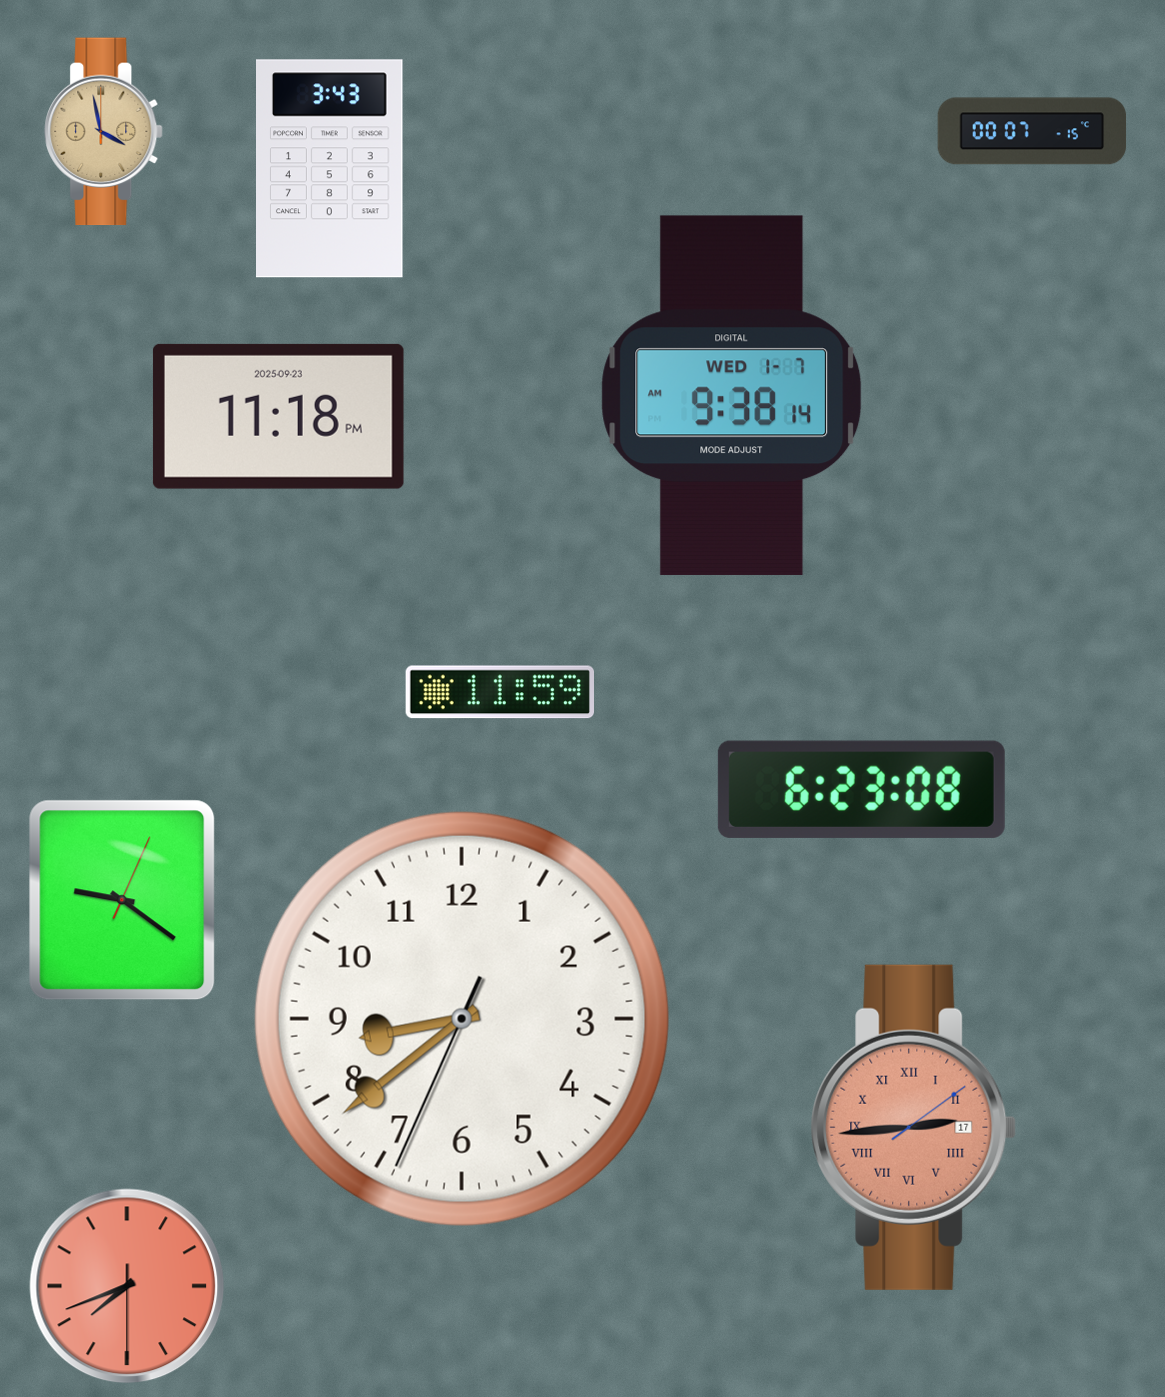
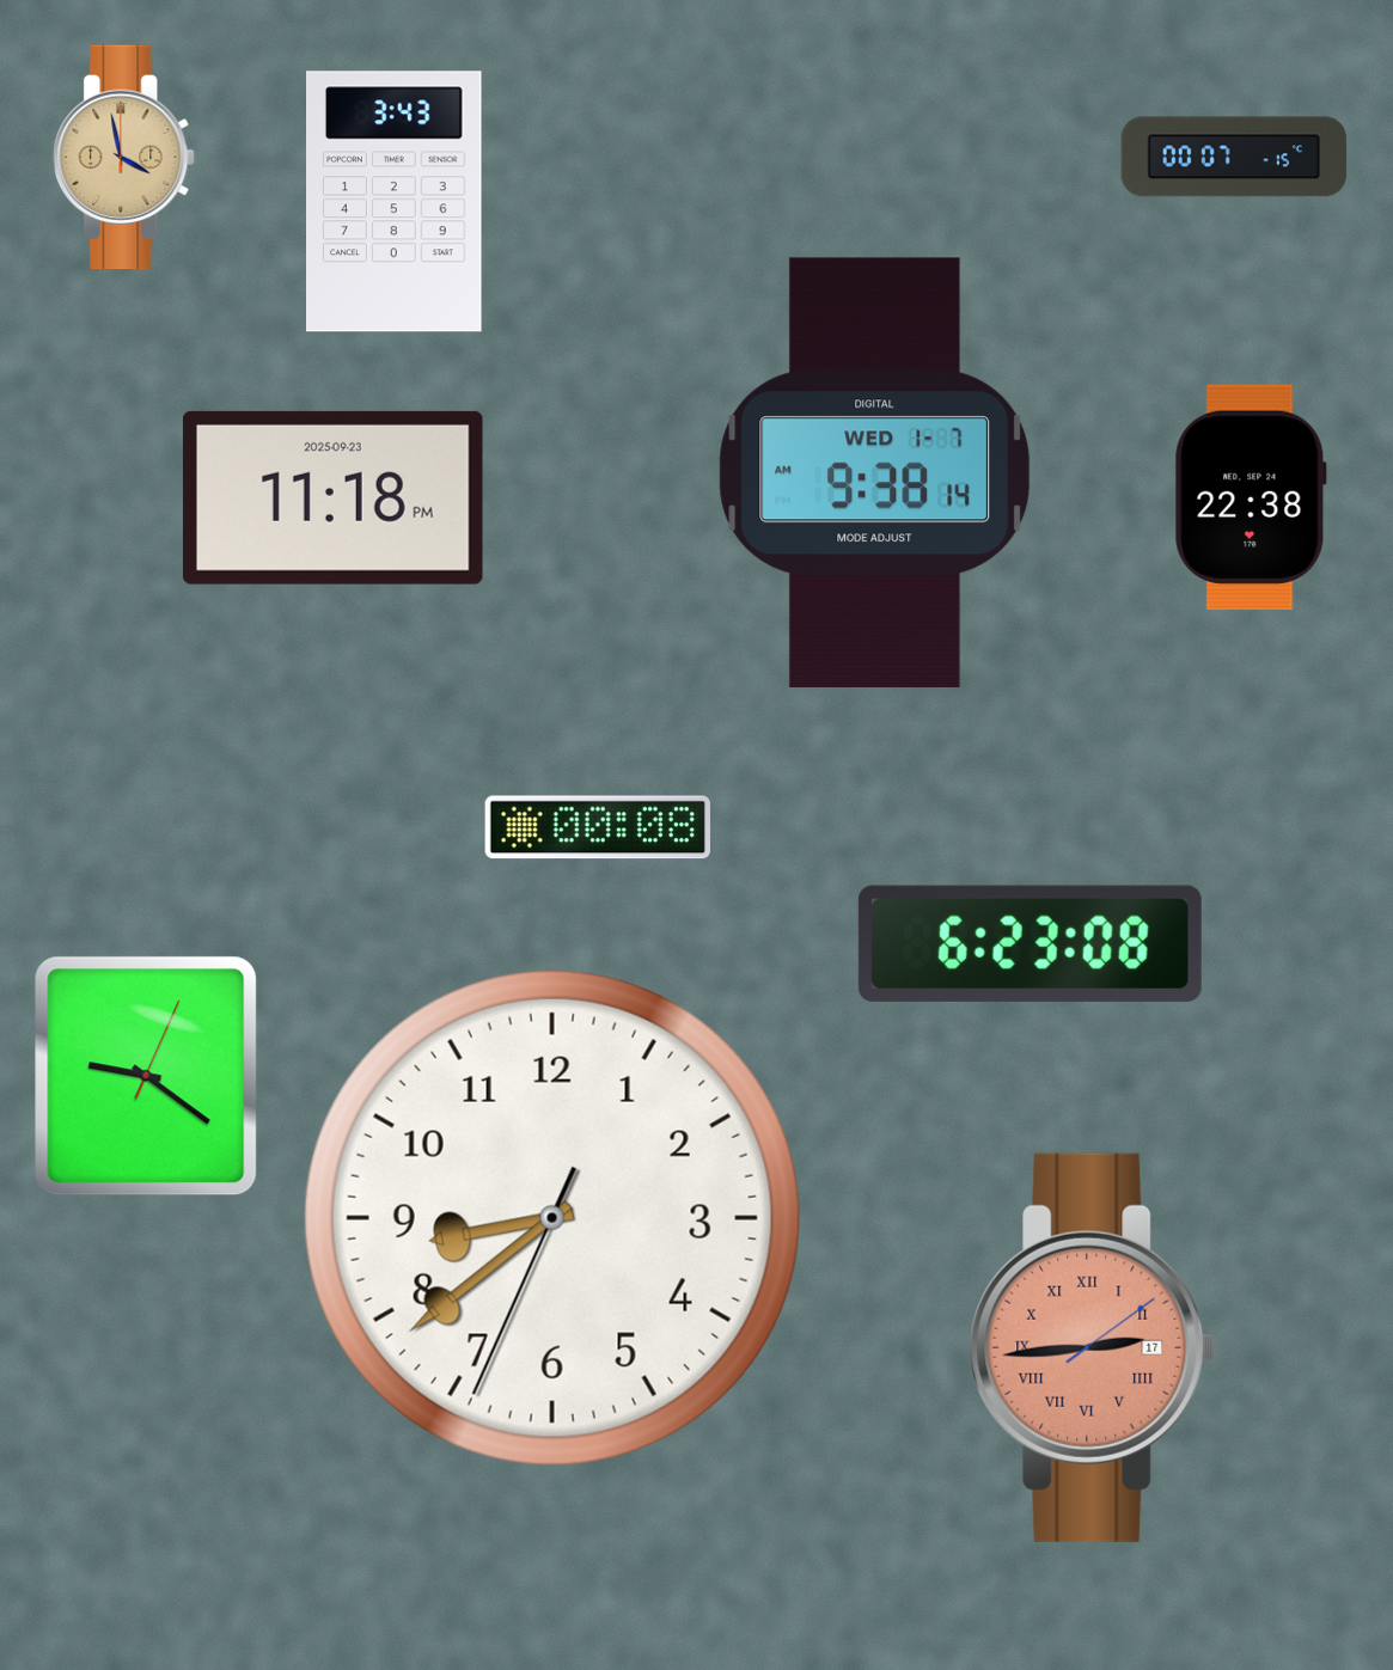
clock at (1251, 496): none -> 22:38
clock at (499, 692): 11:59 -> 00:08
clock at (127, 1286): 7:41 -> none
